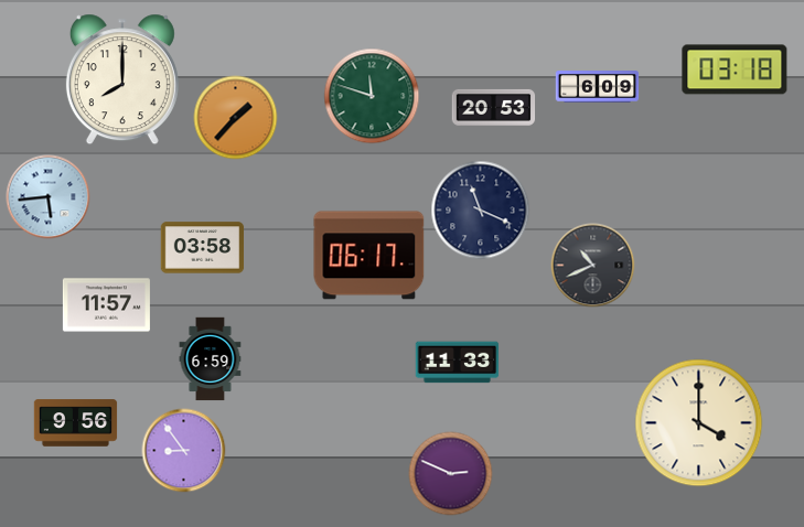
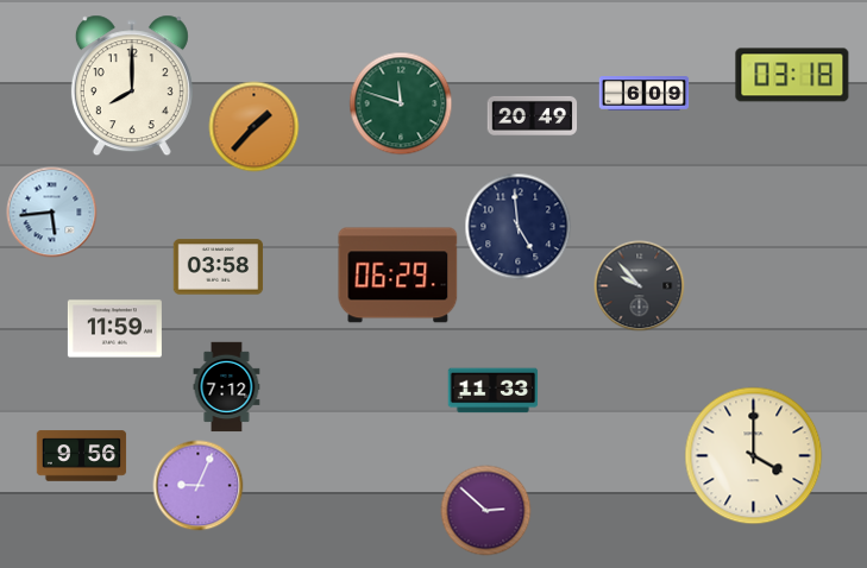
clock at (494, 107): 20:53 -> 20:49
clock at (481, 211): 11:19 -> 4:59
clock at (369, 256): 06:17 -> 06:29
clock at (593, 266): 10:41 -> 9:53
clock at (106, 305): 11:57 -> 11:59
clock at (211, 359): 6:59 -> 7:12
clock at (184, 451): 8:54 -> 9:04
clock at (451, 474): 2:49 -> 2:52
